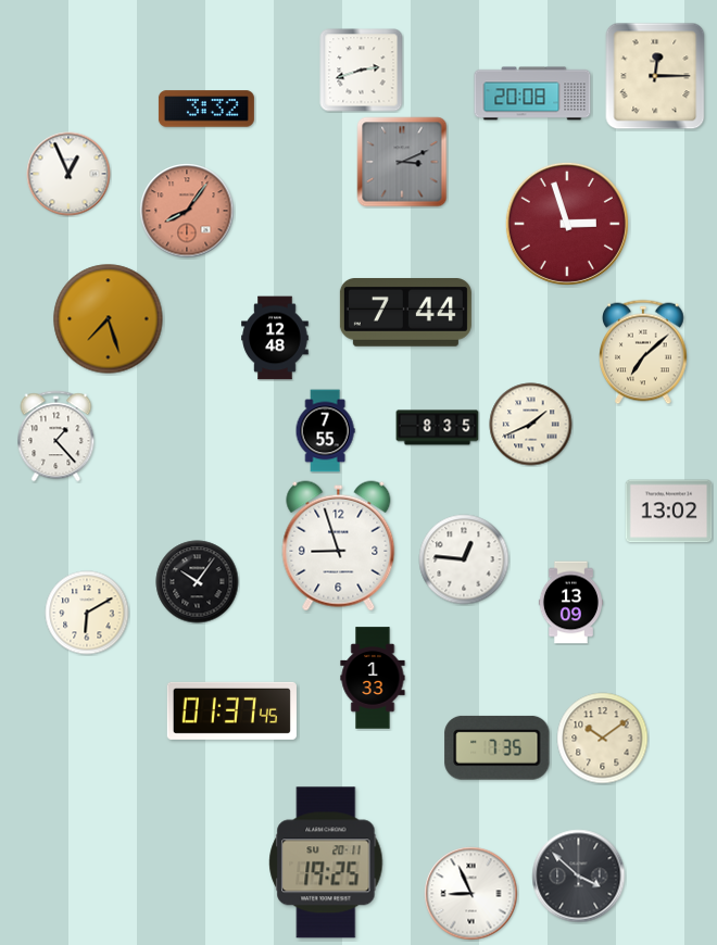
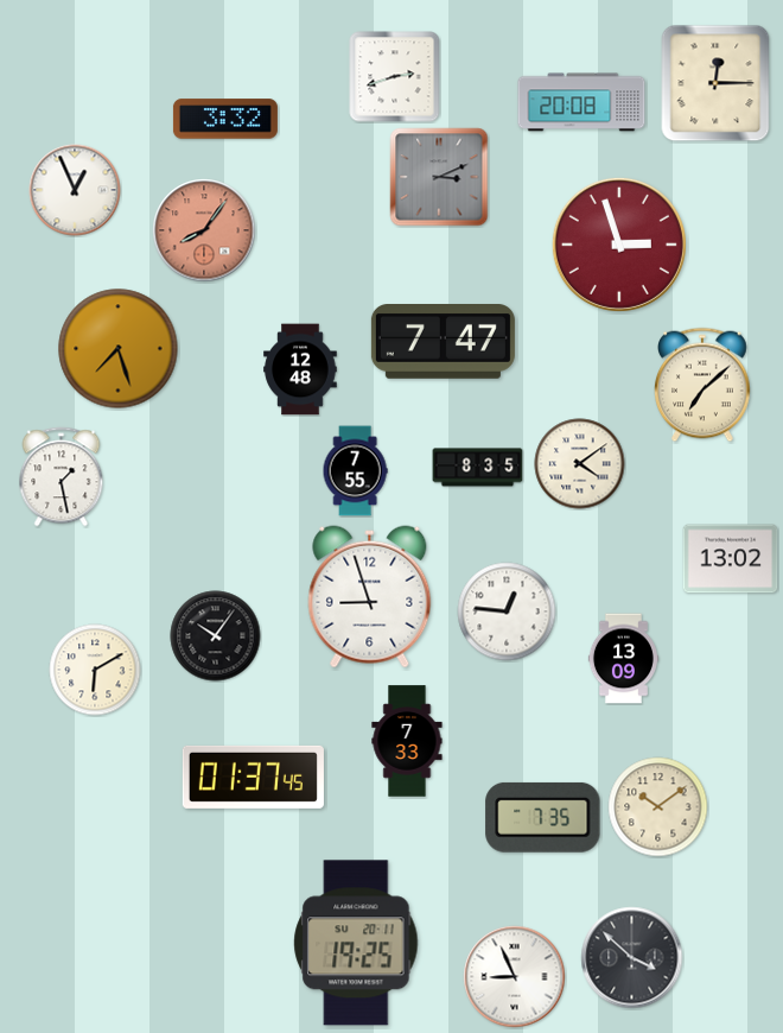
clock at (405, 313): 7:44 -> 7:47
clock at (531, 425): 1:41 -> 4:09
clock at (56, 437): 1:23 -> 1:28
clock at (373, 678): 1:33 -> 7:33
